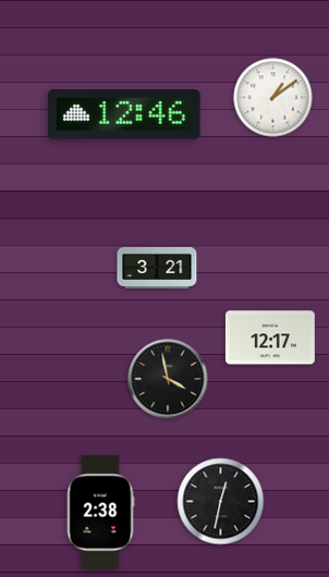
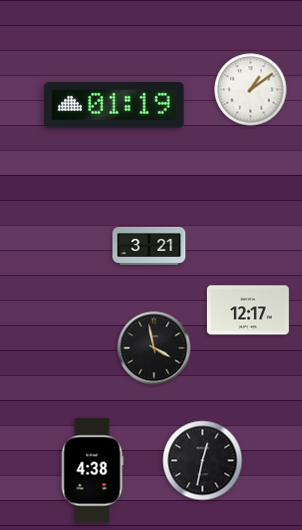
clock at (124, 114): 12:46 -> 01:19
clock at (157, 268) position: (157, 268) -> (149, 246)
clock at (100, 513): 2:38 -> 4:38
